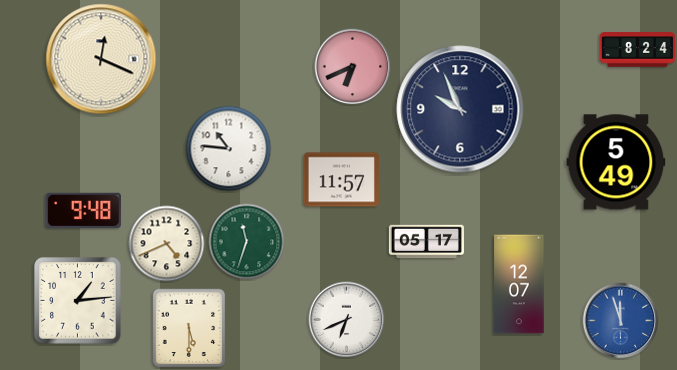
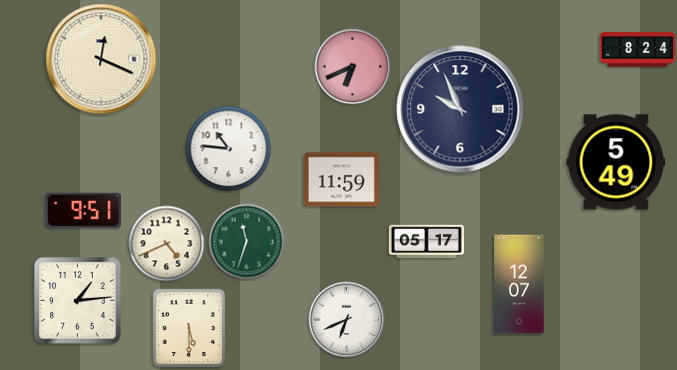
clock at (341, 180): 11:57 -> 11:59
clock at (83, 210): 9:48 -> 9:51
clock at (621, 321): 11:57 -> none
